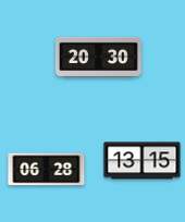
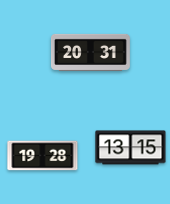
clock at (98, 57): 20:30 -> 20:31
clock at (47, 170): 06:28 -> 19:28
